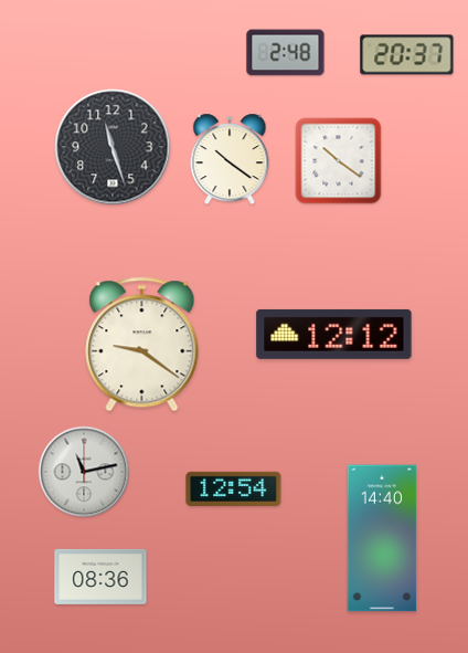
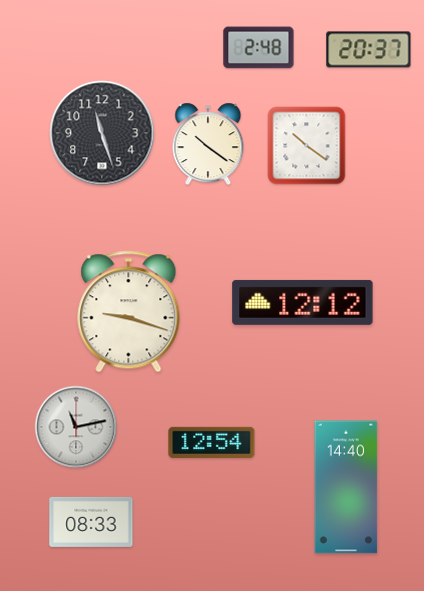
clock at (142, 345): 9:21 -> 9:18
clock at (100, 577): 08:36 -> 08:33
